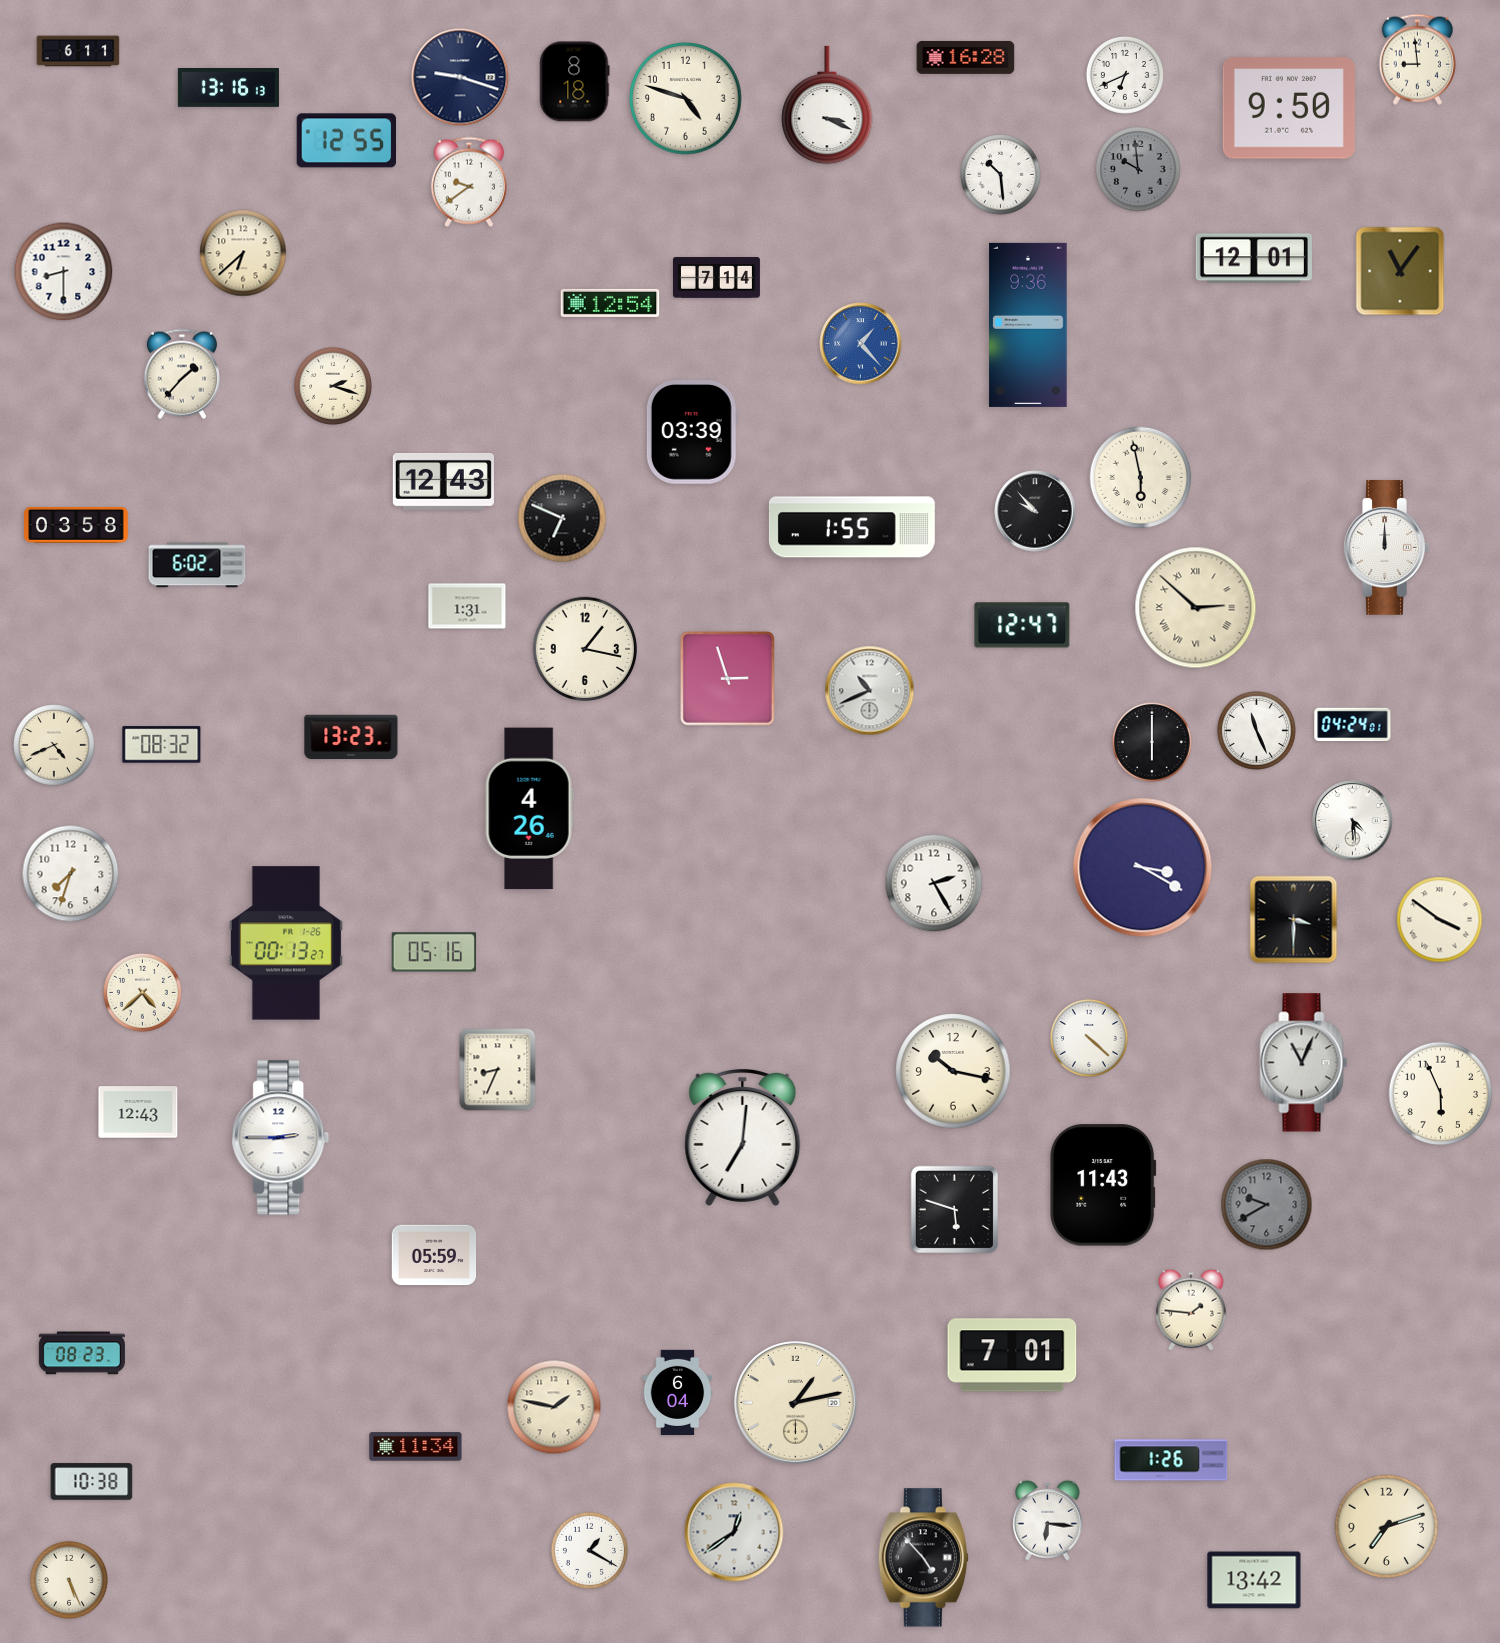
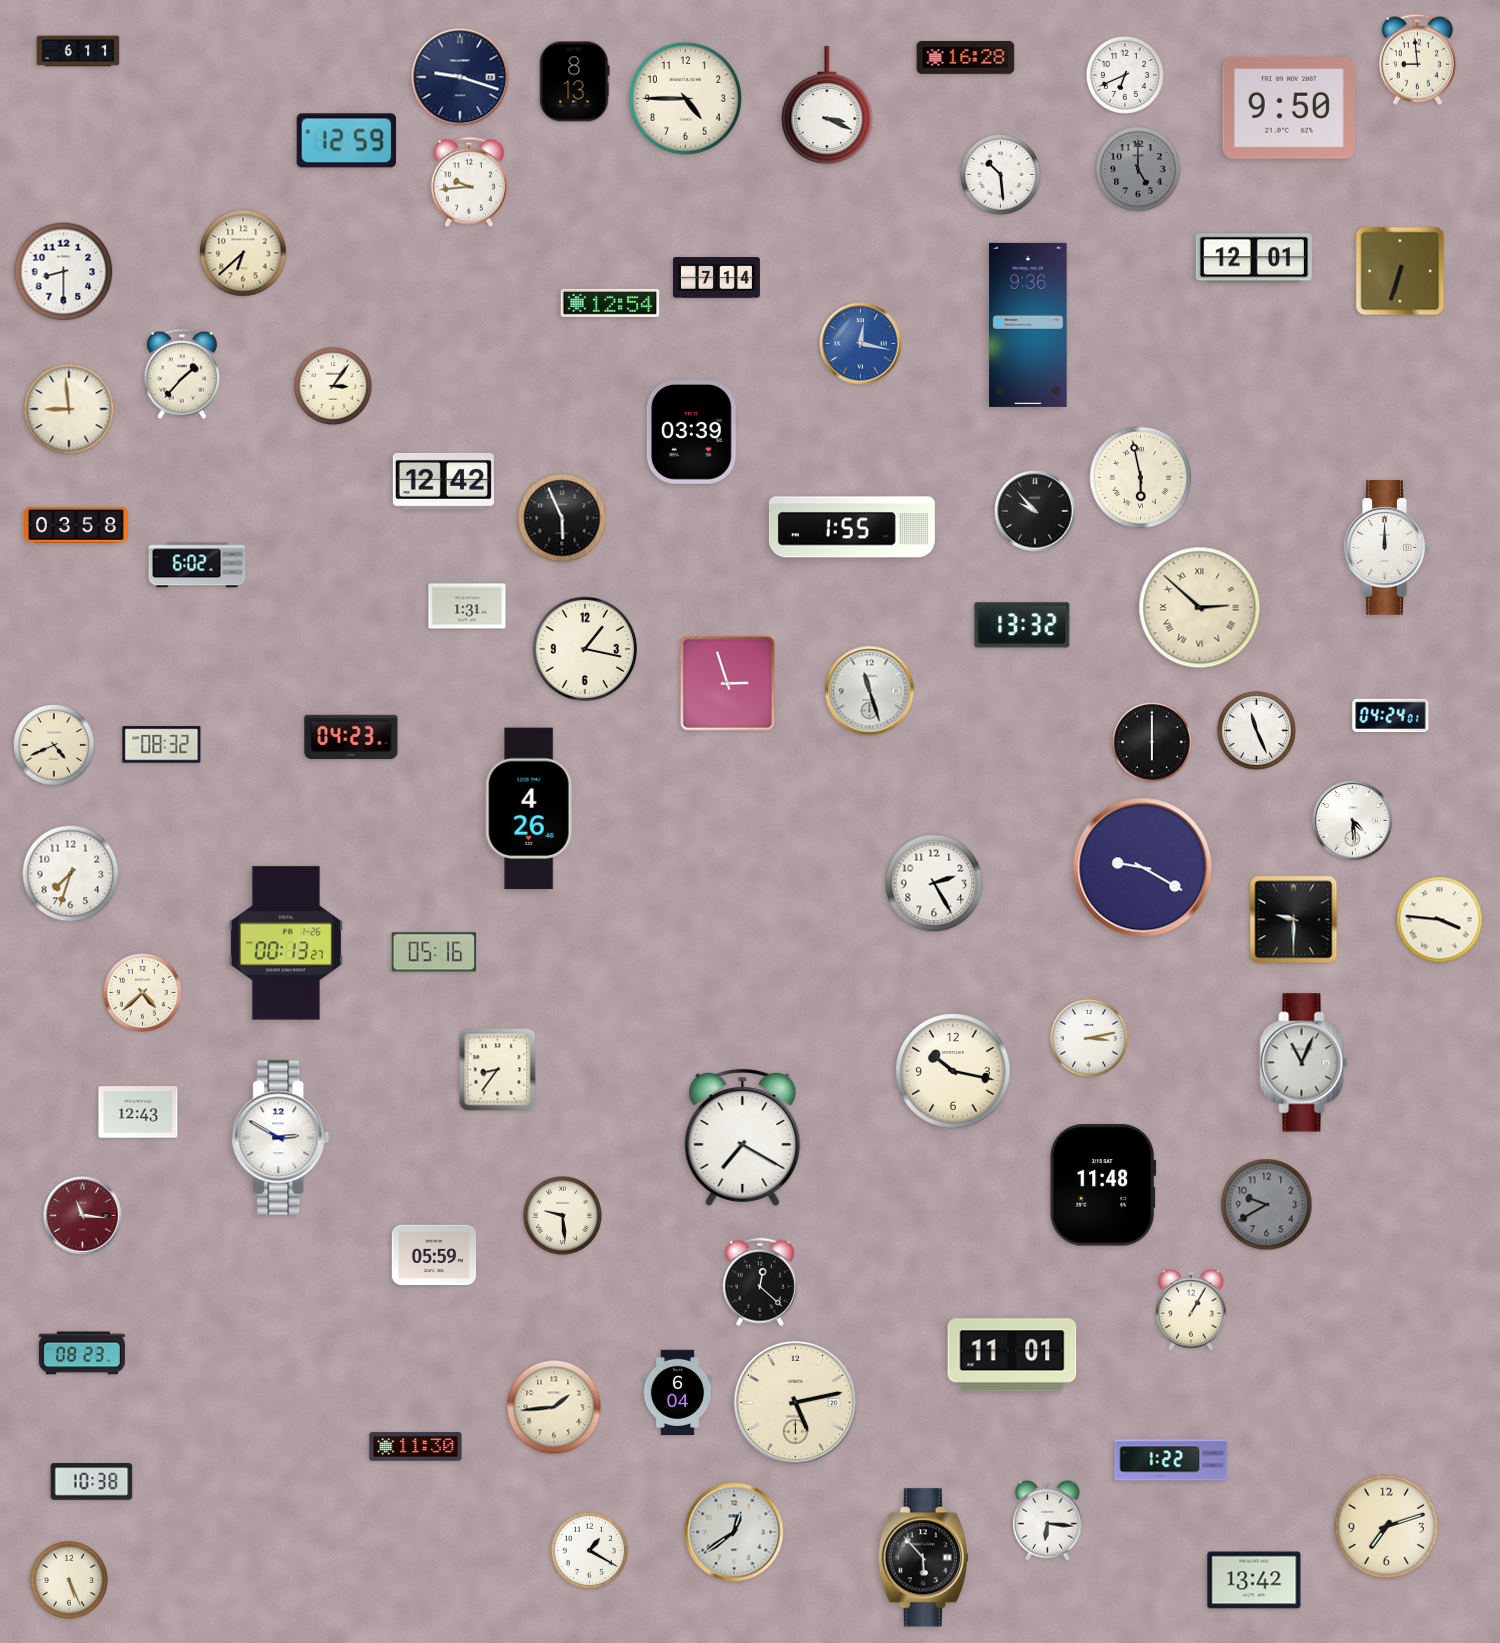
clock at (575, 82): 8:18 -> 8:13
clock at (228, 88): 13:16 -> none
clock at (686, 99): 4:48 -> 4:45
clock at (346, 141): 12:55 -> 12:59
clock at (1138, 169): 9:59 -> 5:00
clock at (469, 182): 9:39 -> 9:44
clock at (1400, 271): 11:06 -> 6:33
clock at (861, 344): 1:23 -> 12:17
clock at (333, 386): 2:18 -> 3:06
clock at (69, 409): none -> 8:59
clock at (443, 481): 12:43 -> 12:42
clock at (562, 518): 6:49 -> 5:56
clock at (1196, 608) position: (1196, 608) -> (1200, 608)
clock at (1022, 625): 12:47 -> 13:32
clock at (728, 679) position: (728, 679) -> (728, 684)
clock at (870, 691): 10:41 -> 11:27
clock at (1353, 725) position: (1353, 725) -> (1391, 716)
clock at (351, 736): 13:23 -> 04:23
clock at (1143, 868): 3:20 -> 9:20
clock at (1294, 920): 3:30 -> 9:30
clock at (1440, 920): 3:51 -> 3:46
clock at (1089, 1038): 4:22 -> 3:13
clock at (498, 1070): 8:34 -> 8:36
clock at (1441, 1094): 5:56 -> none
clock at (743, 1137): 7:01 -> 7:20
clock at (281, 1138): 2:45 -> 2:50
clock at (1103, 1185): 11:43 -> 11:48
clock at (954, 1209): 5:48 -> none
clock at (562, 1215): none -> 9:29
clock at (83, 1216): none -> 11:16
clock at (760, 1282): none -> 12:22
clock at (1192, 1310): 1:46 -> 1:05
clock at (1012, 1355): 7:01 -> 11:01
clock at (795, 1402): 1:13 -> 5:13
clock at (554, 1407): 1:47 -> 1:44
clock at (416, 1447): 11:34 -> 11:30
clock at (1171, 1460): 1:26 -> 1:22
clock at (923, 1558): 4:53 -> 5:53
